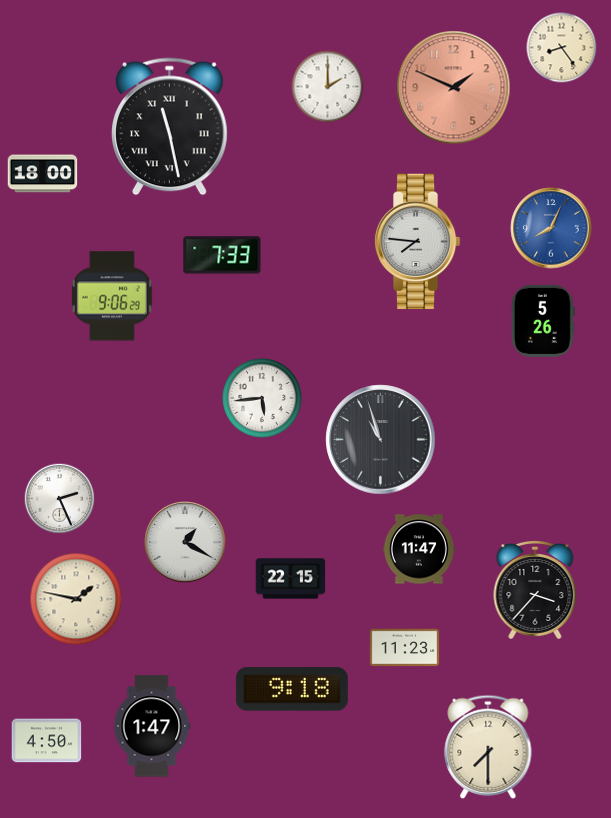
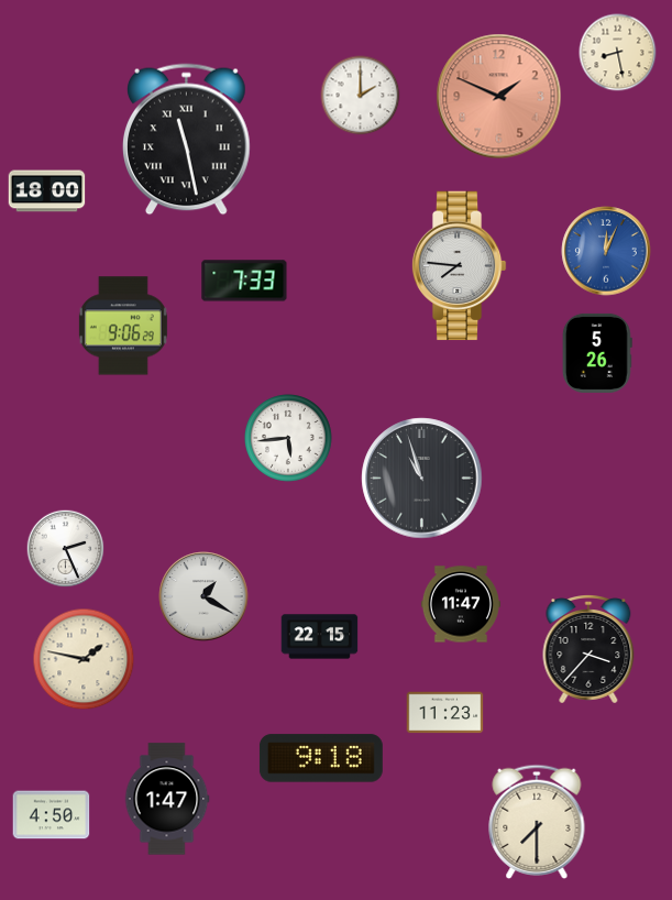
clock at (562, 48): 8:24 -> 8:28
clock at (551, 228): 8:04 -> 12:04
clock at (381, 440) position: (381, 440) -> (422, 479)
